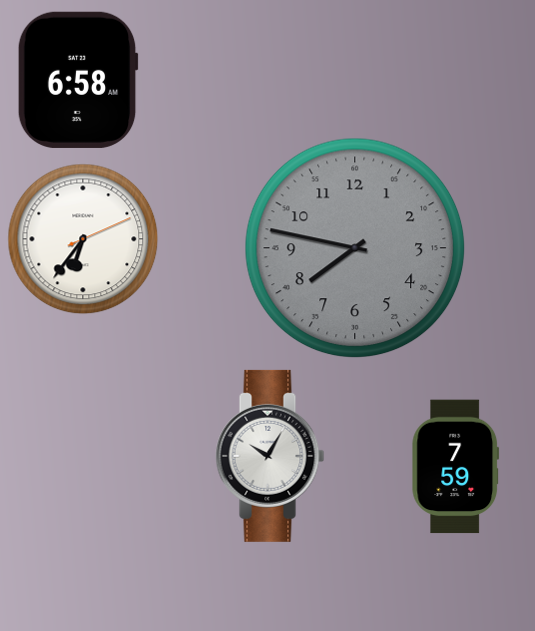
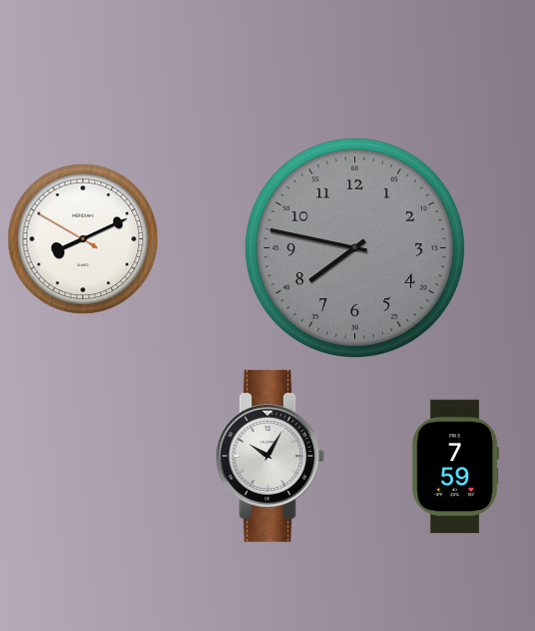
clock at (78, 80): 6:58 -> none
clock at (83, 239): 6:36 -> 8:10
